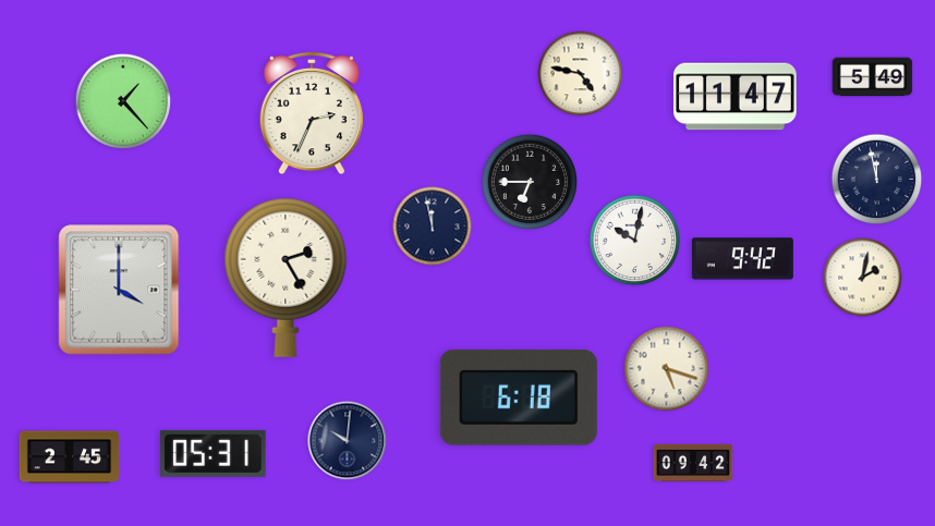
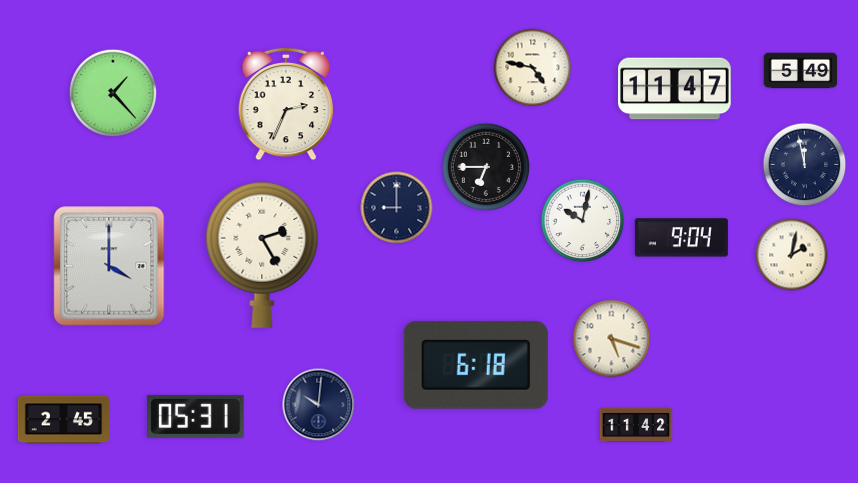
clock at (433, 227): 11:58 -> 9:00
clock at (742, 259): 9:42 -> 9:04
clock at (693, 463): 09:42 -> 11:42
